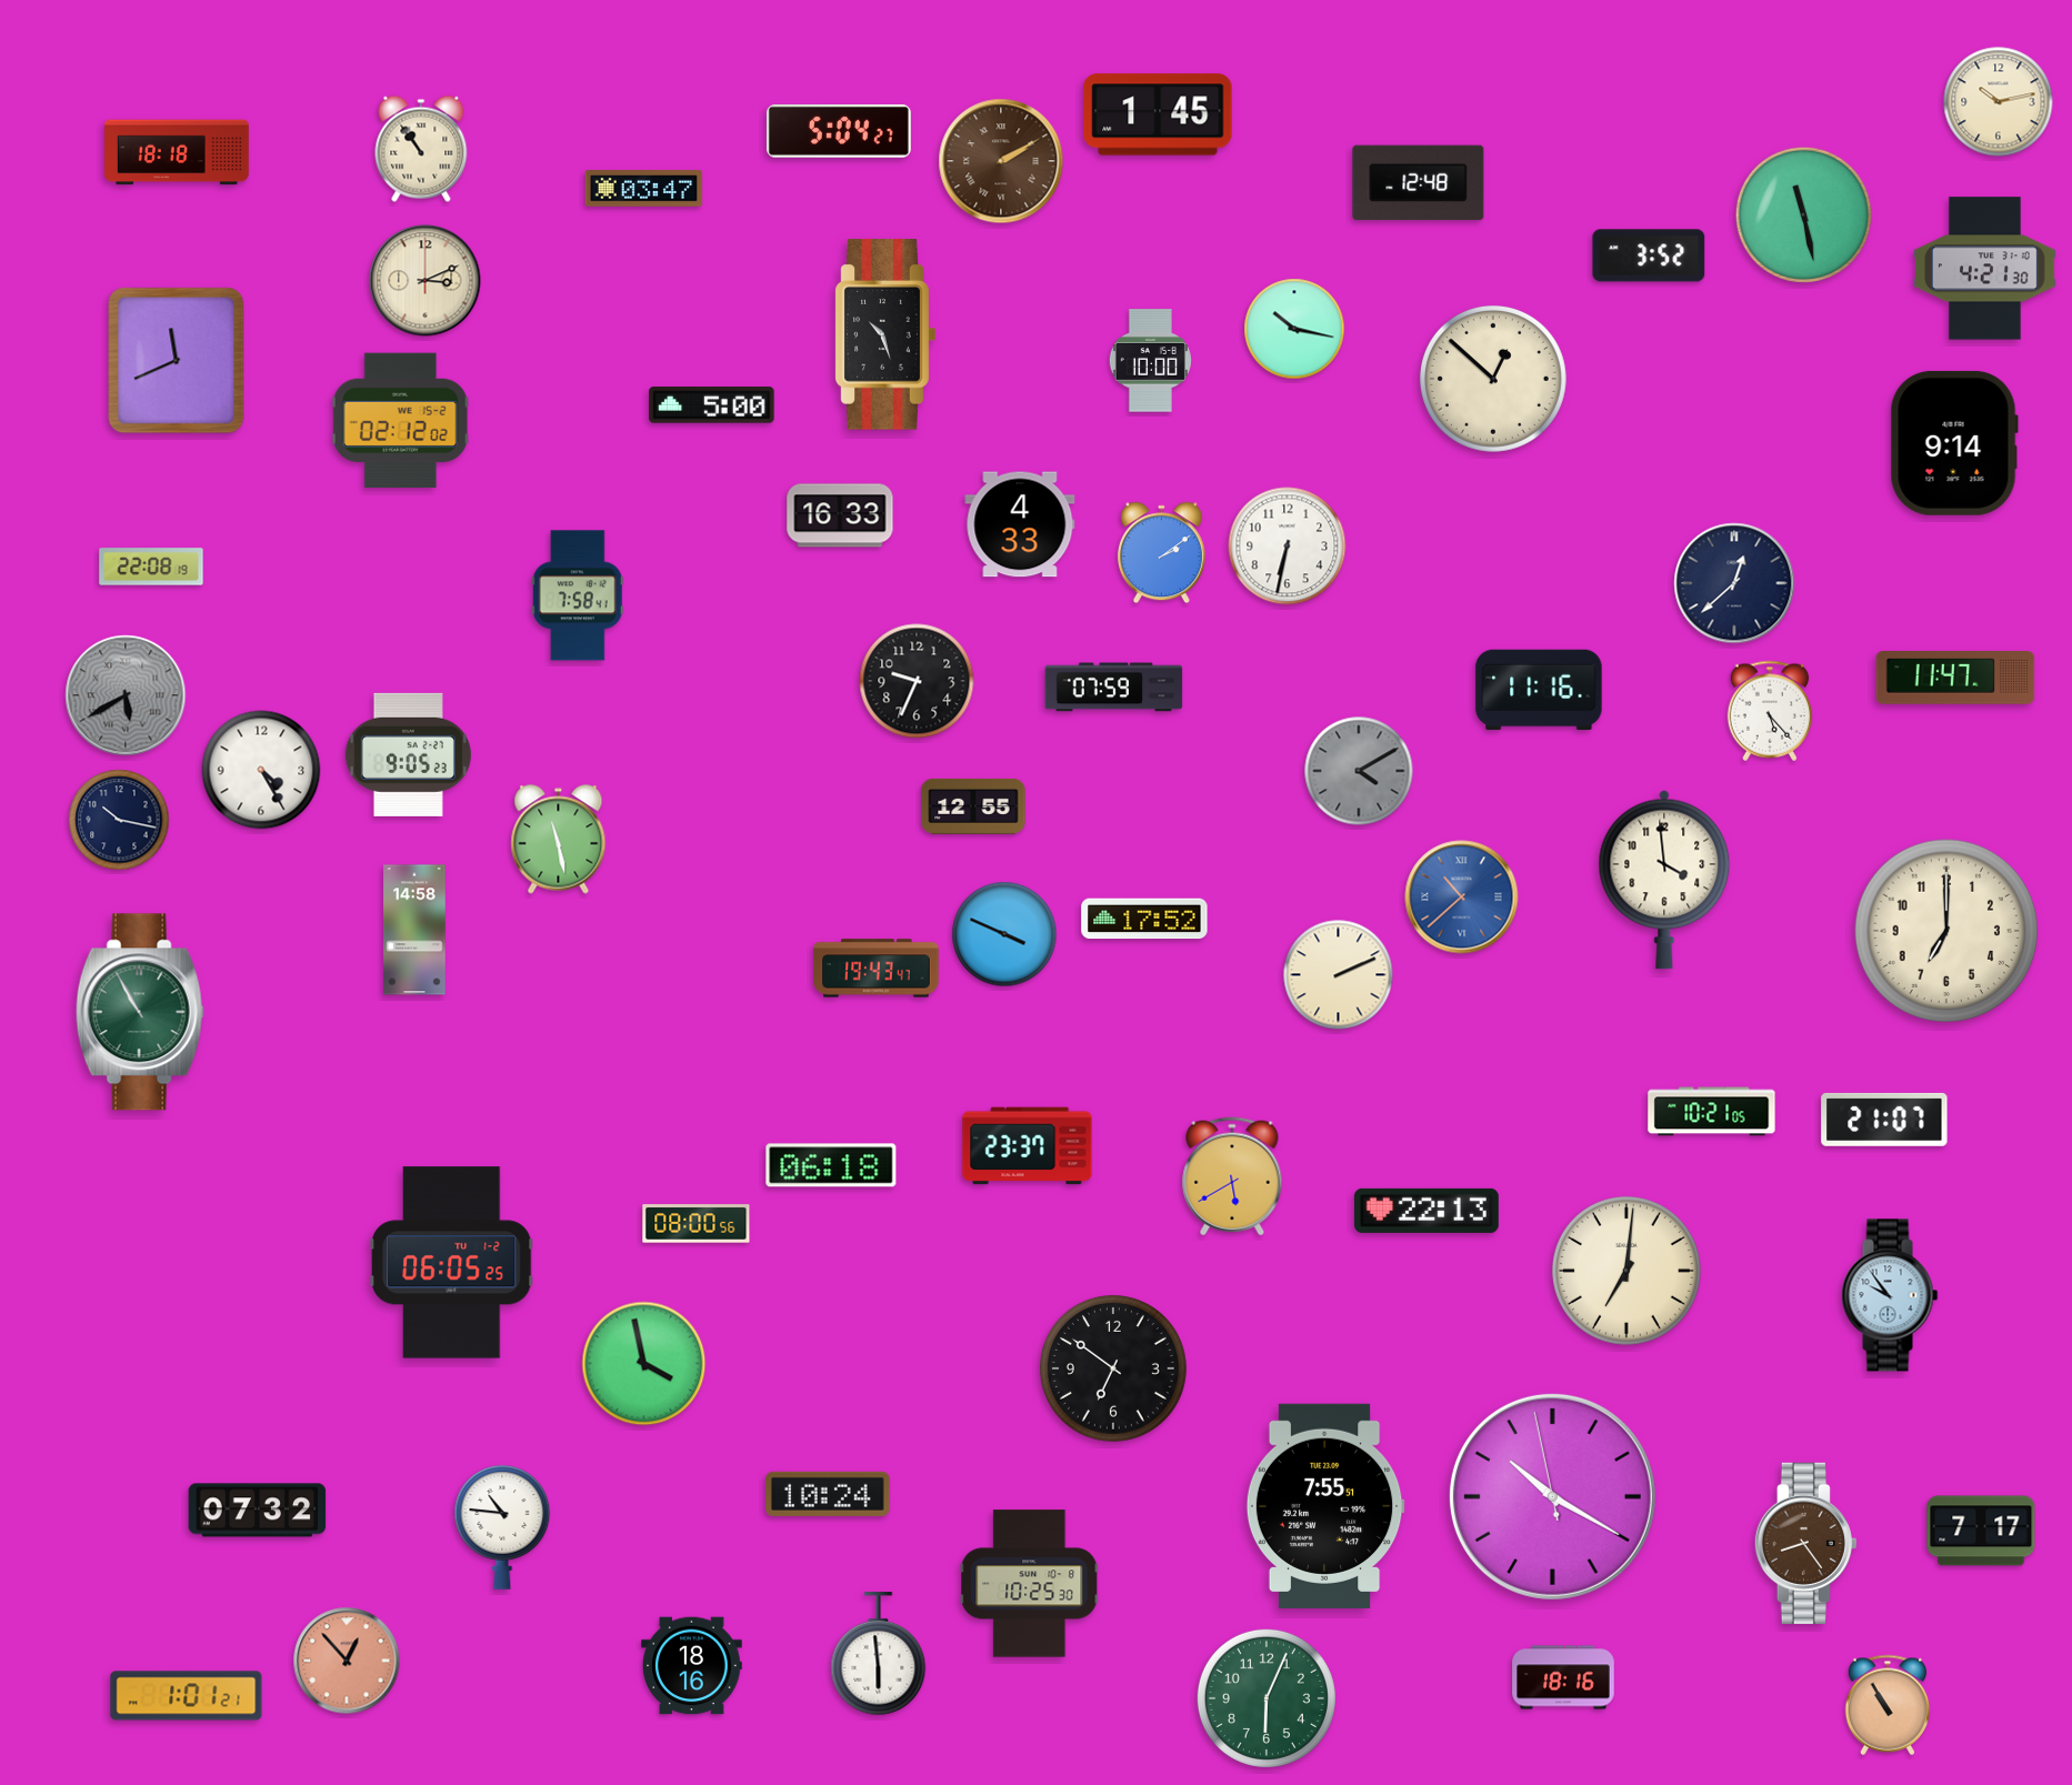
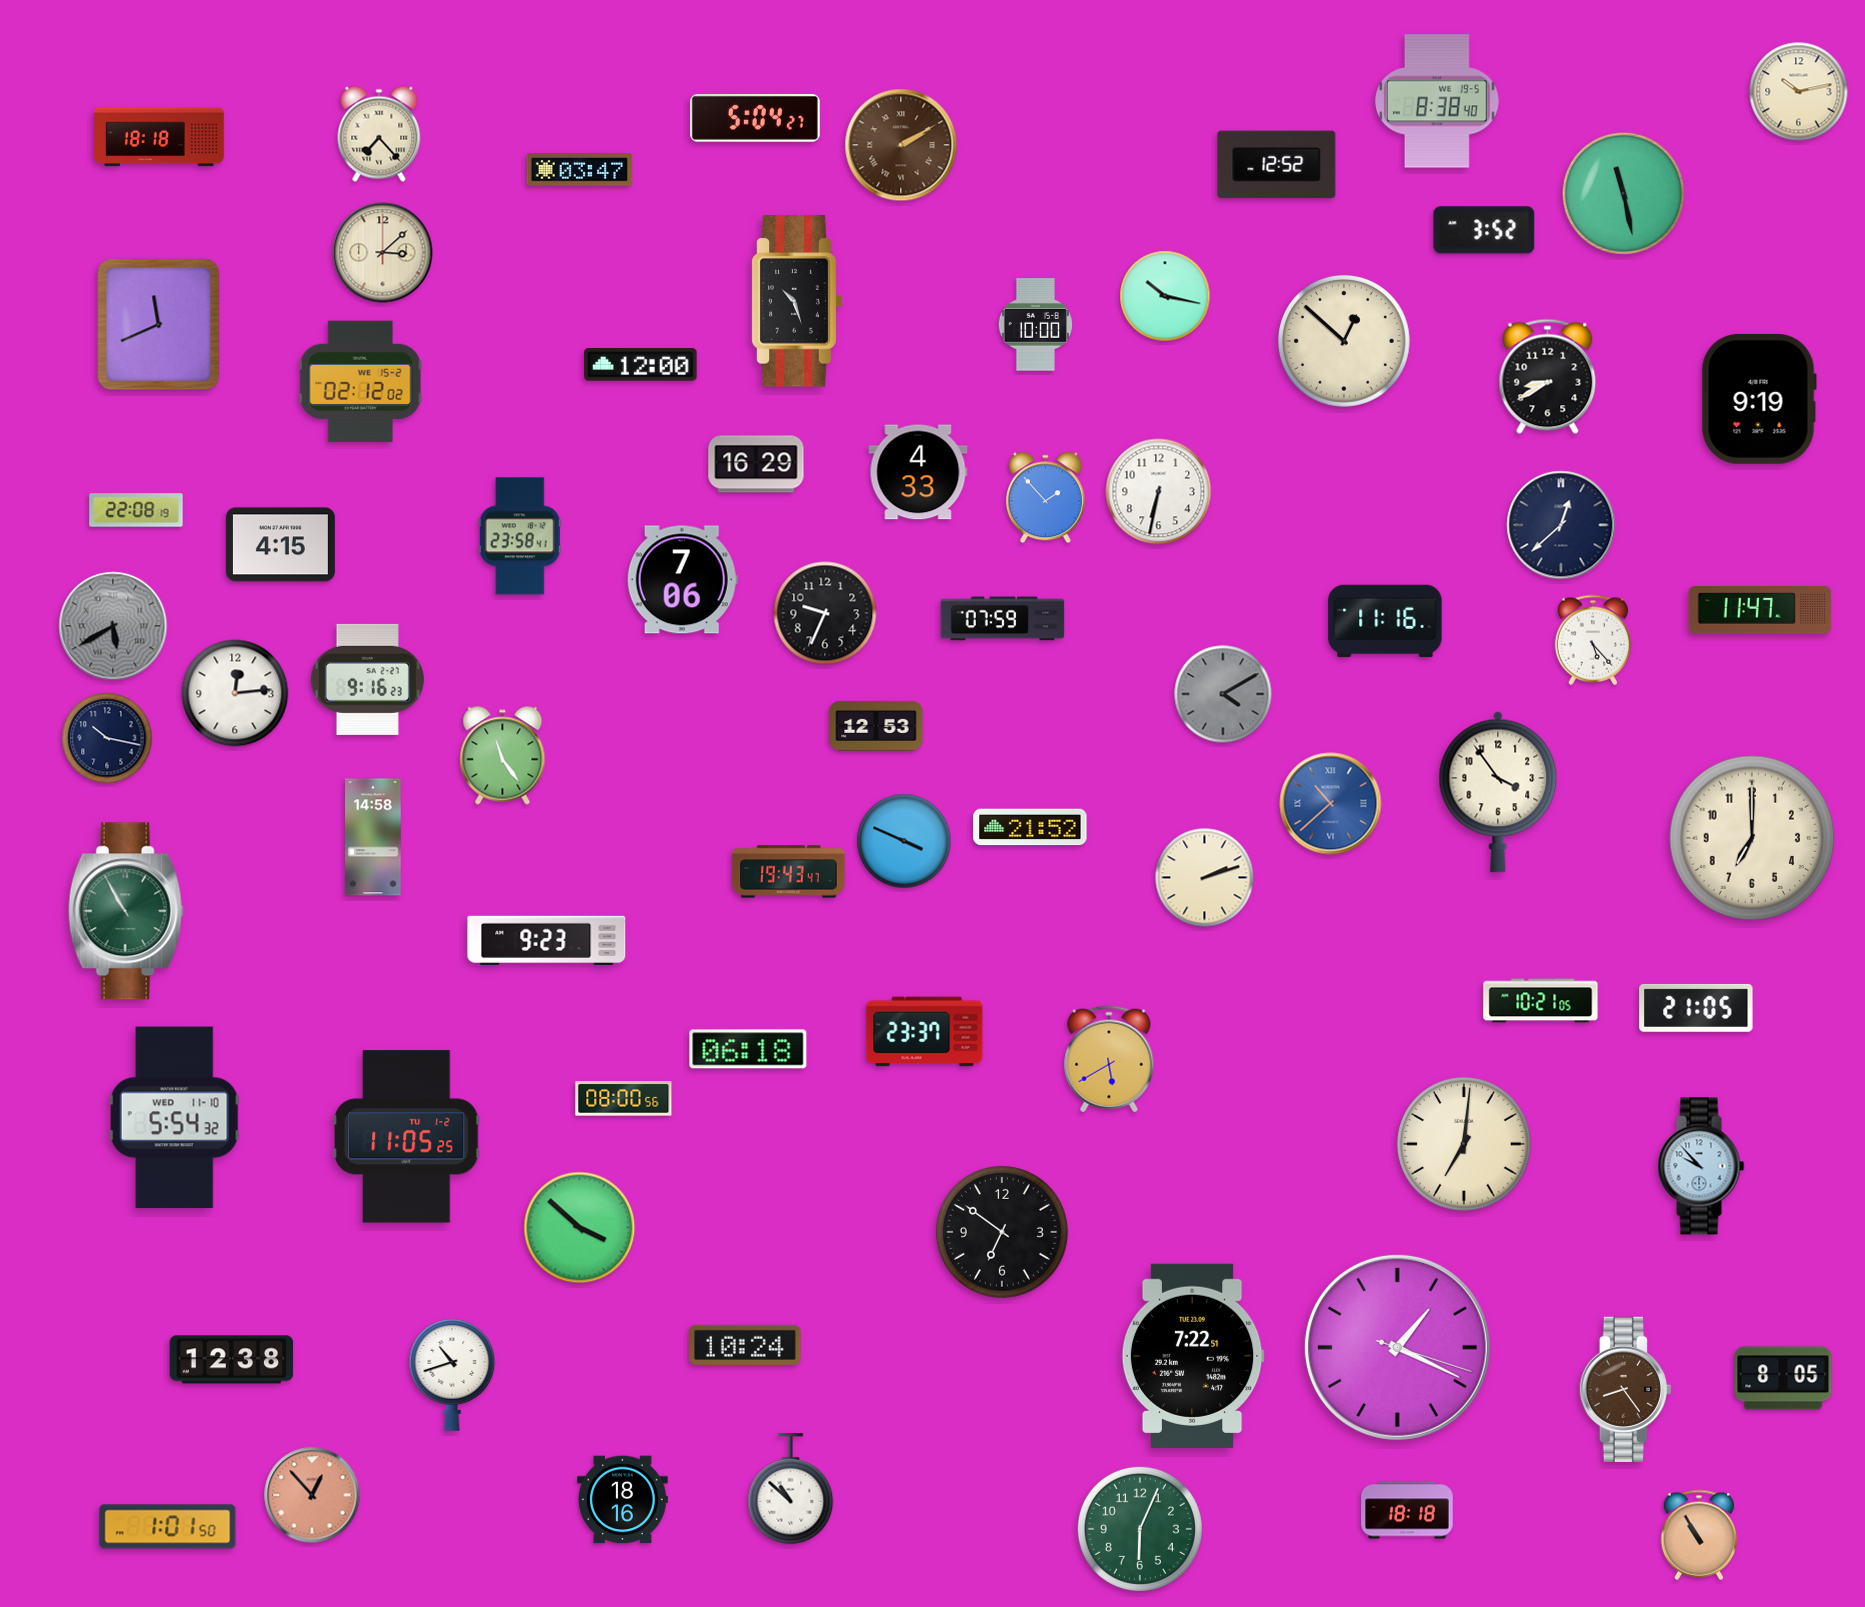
clock at (1437, 101): none -> 8:38
clock at (1158, 114): 1:45 -> none
clock at (421, 149): 10:54 -> 7:23
clock at (1419, 183): 12:48 -> 12:52
clock at (1984, 269): 4:21 -> none
clock at (426, 281): 3:11 -> 3:08
clock at (712, 405): 5:00 -> 12:00
clock at (1548, 377): none -> 8:40
clock at (400, 421) position: (400, 421) -> (360, 382)
clock at (1954, 443): 9:14 -> 9:19
clock at (840, 515): 16:33 -> 16:29
clock at (1161, 553): 2:09 -> 1:53
clock at (578, 595): 7:58 -> 23:58
clock at (280, 545): none -> 4:15
clock at (682, 580): none -> 7:06
clock at (408, 754): 9:05 -> 9:16
clock at (261, 770): 4:25 -> 12:14
clock at (973, 806): 12:55 -> 12:53
clock at (559, 840): 11:28 -> 11:24
clock at (1664, 880): 3:59 -> 3:54
clock at (1462, 897) position: (1462, 897) -> (1331, 804)
clock at (1144, 919): 17:52 -> 21:52
clock at (1339, 975): 2:11 -> 2:12
clock at (547, 940): none -> 9:23
clock at (1884, 1120): 21:07 -> 21:05
clock at (1427, 1211): 22:13 -> none
clock at (697, 1224) position: (697, 1224) -> (624, 1099)
clock at (175, 1118): none -> 5:54
clock at (451, 1263): 06:05 -> 11:05
clock at (1890, 1295): 9:54 -> 9:53
clock at (644, 1364): 3:58 -> 3:52
clock at (1552, 1496): 10:19 -> 1:19
clock at (1325, 1506): 7:55 -> 7:22
clock at (258, 1511): 07:32 -> 12:38
clock at (502, 1527): 10:46 -> 10:42
clock at (1981, 1531): 7:17 -> 8:05
clock at (1030, 1584): 10:25 -> none
clock at (879, 1654): 5:59 -> 10:52
clock at (1563, 1677): 18:16 -> 18:18
clock at (187, 1696): 1:01:21 -> 1:01:50
